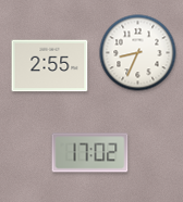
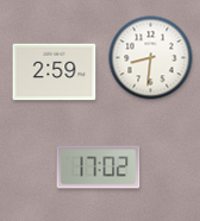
clock at (138, 53): 8:34 -> 8:31
clock at (50, 66): 2:55 -> 2:59
